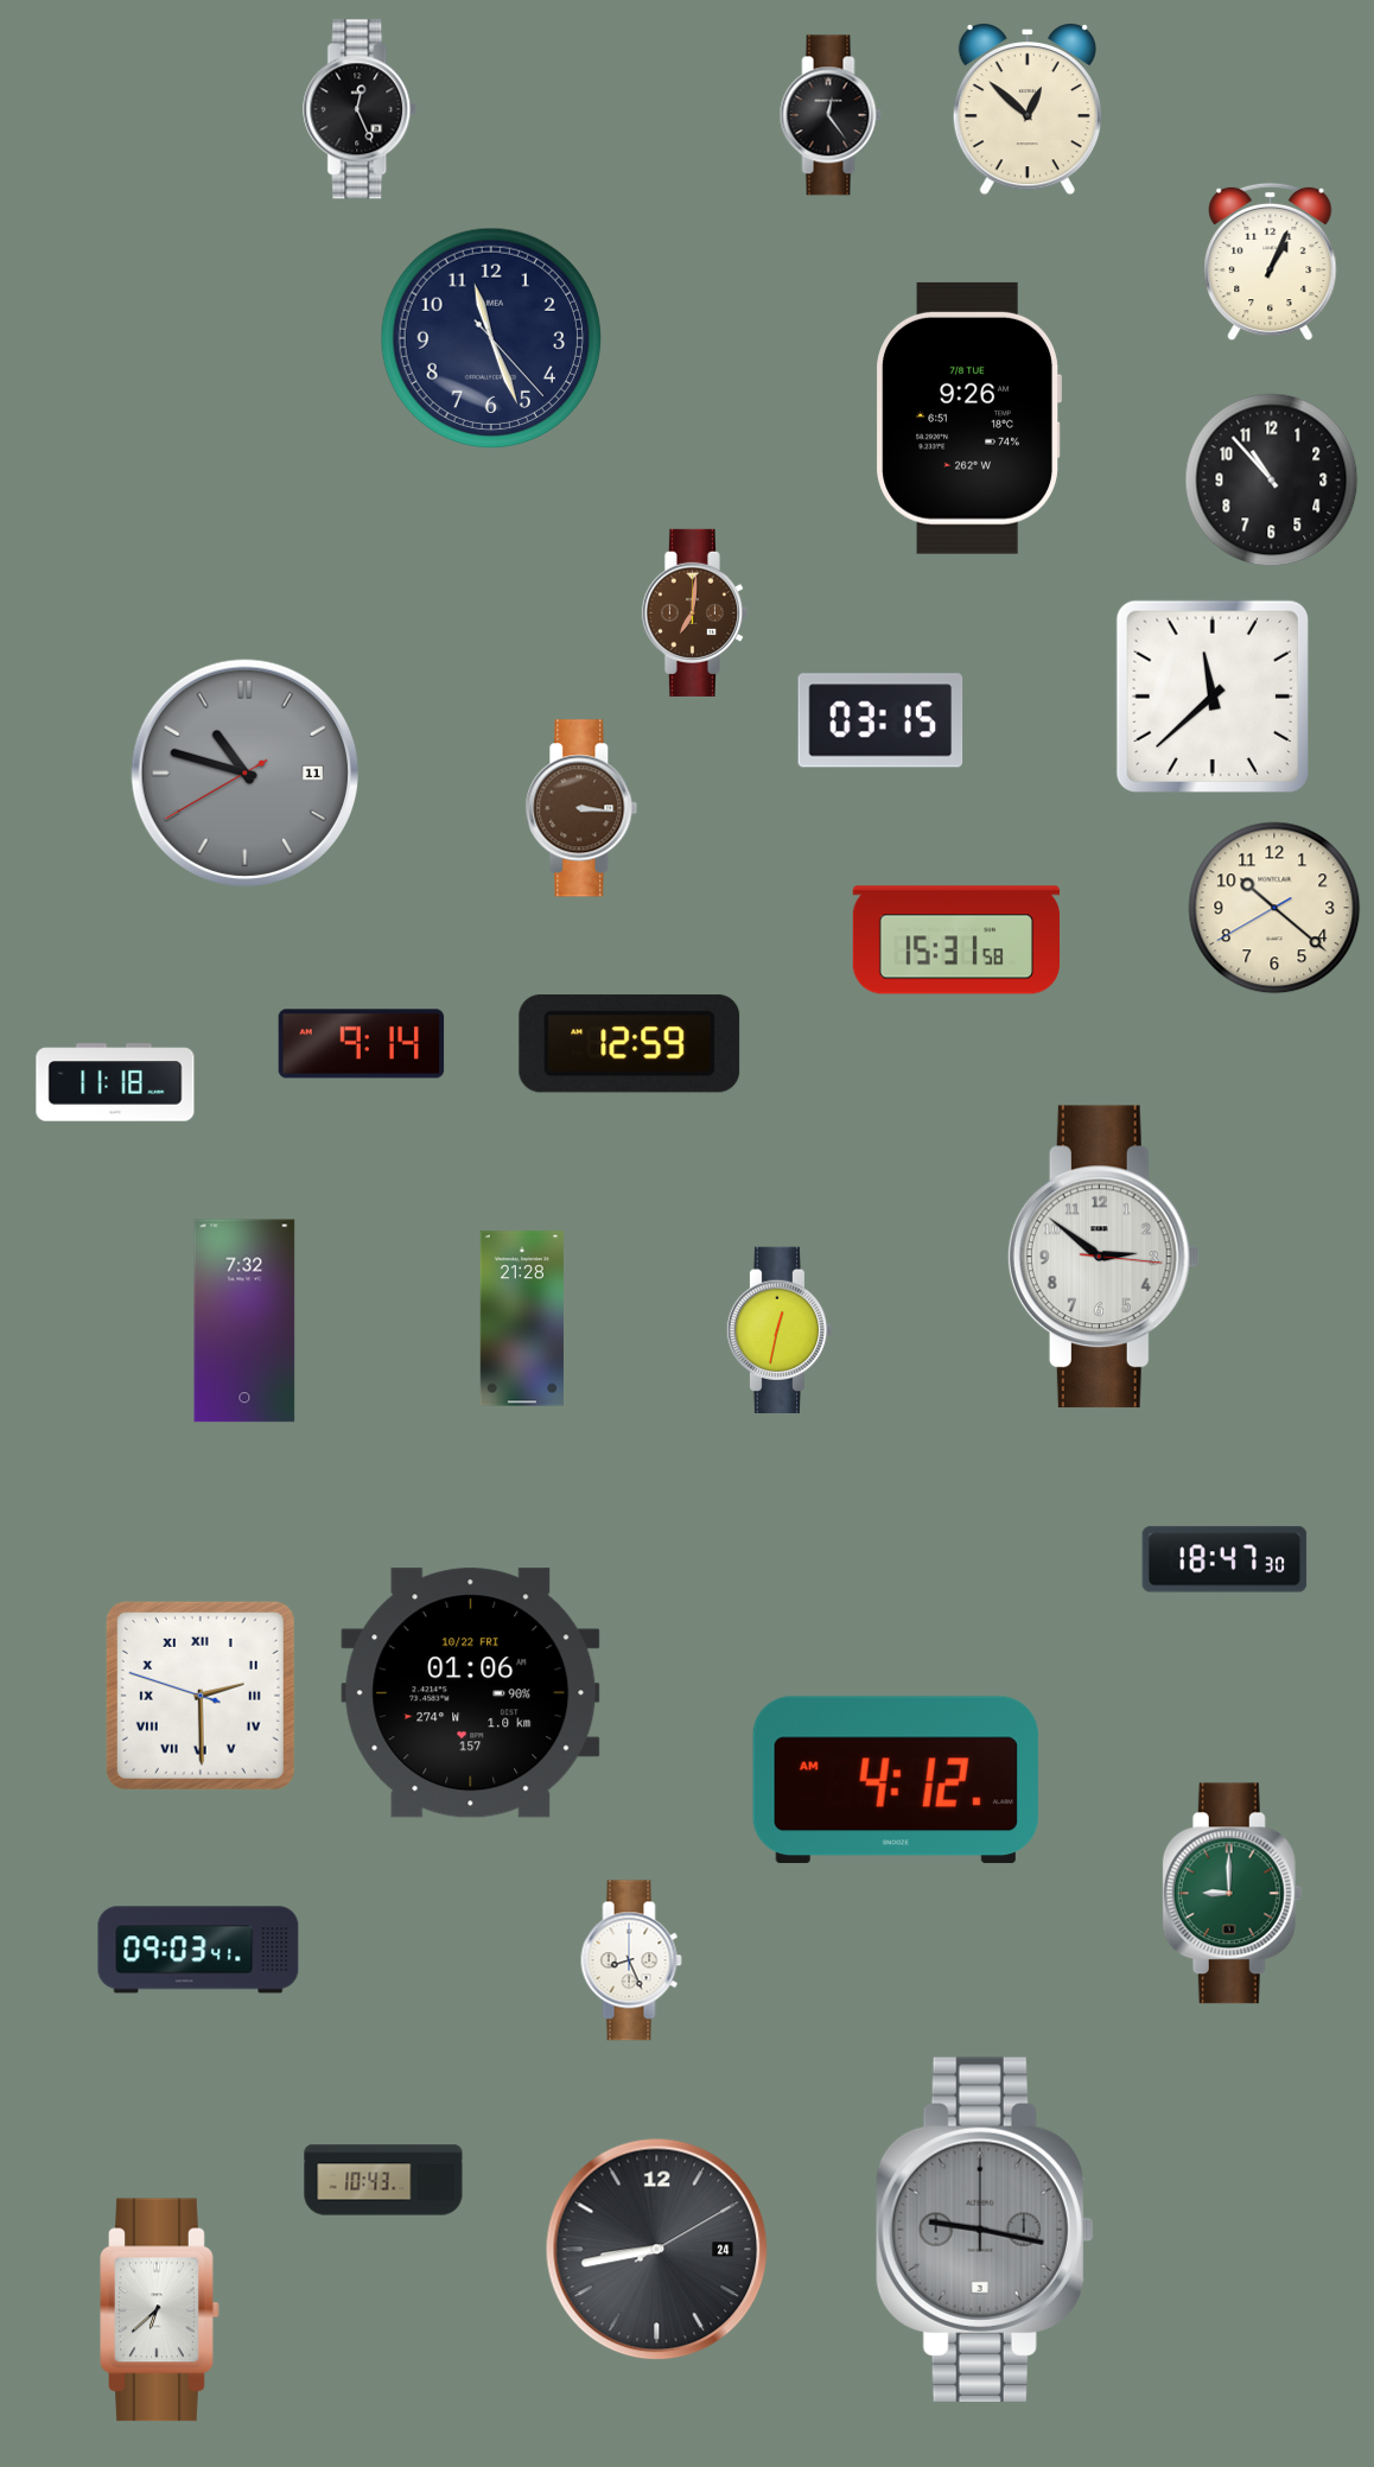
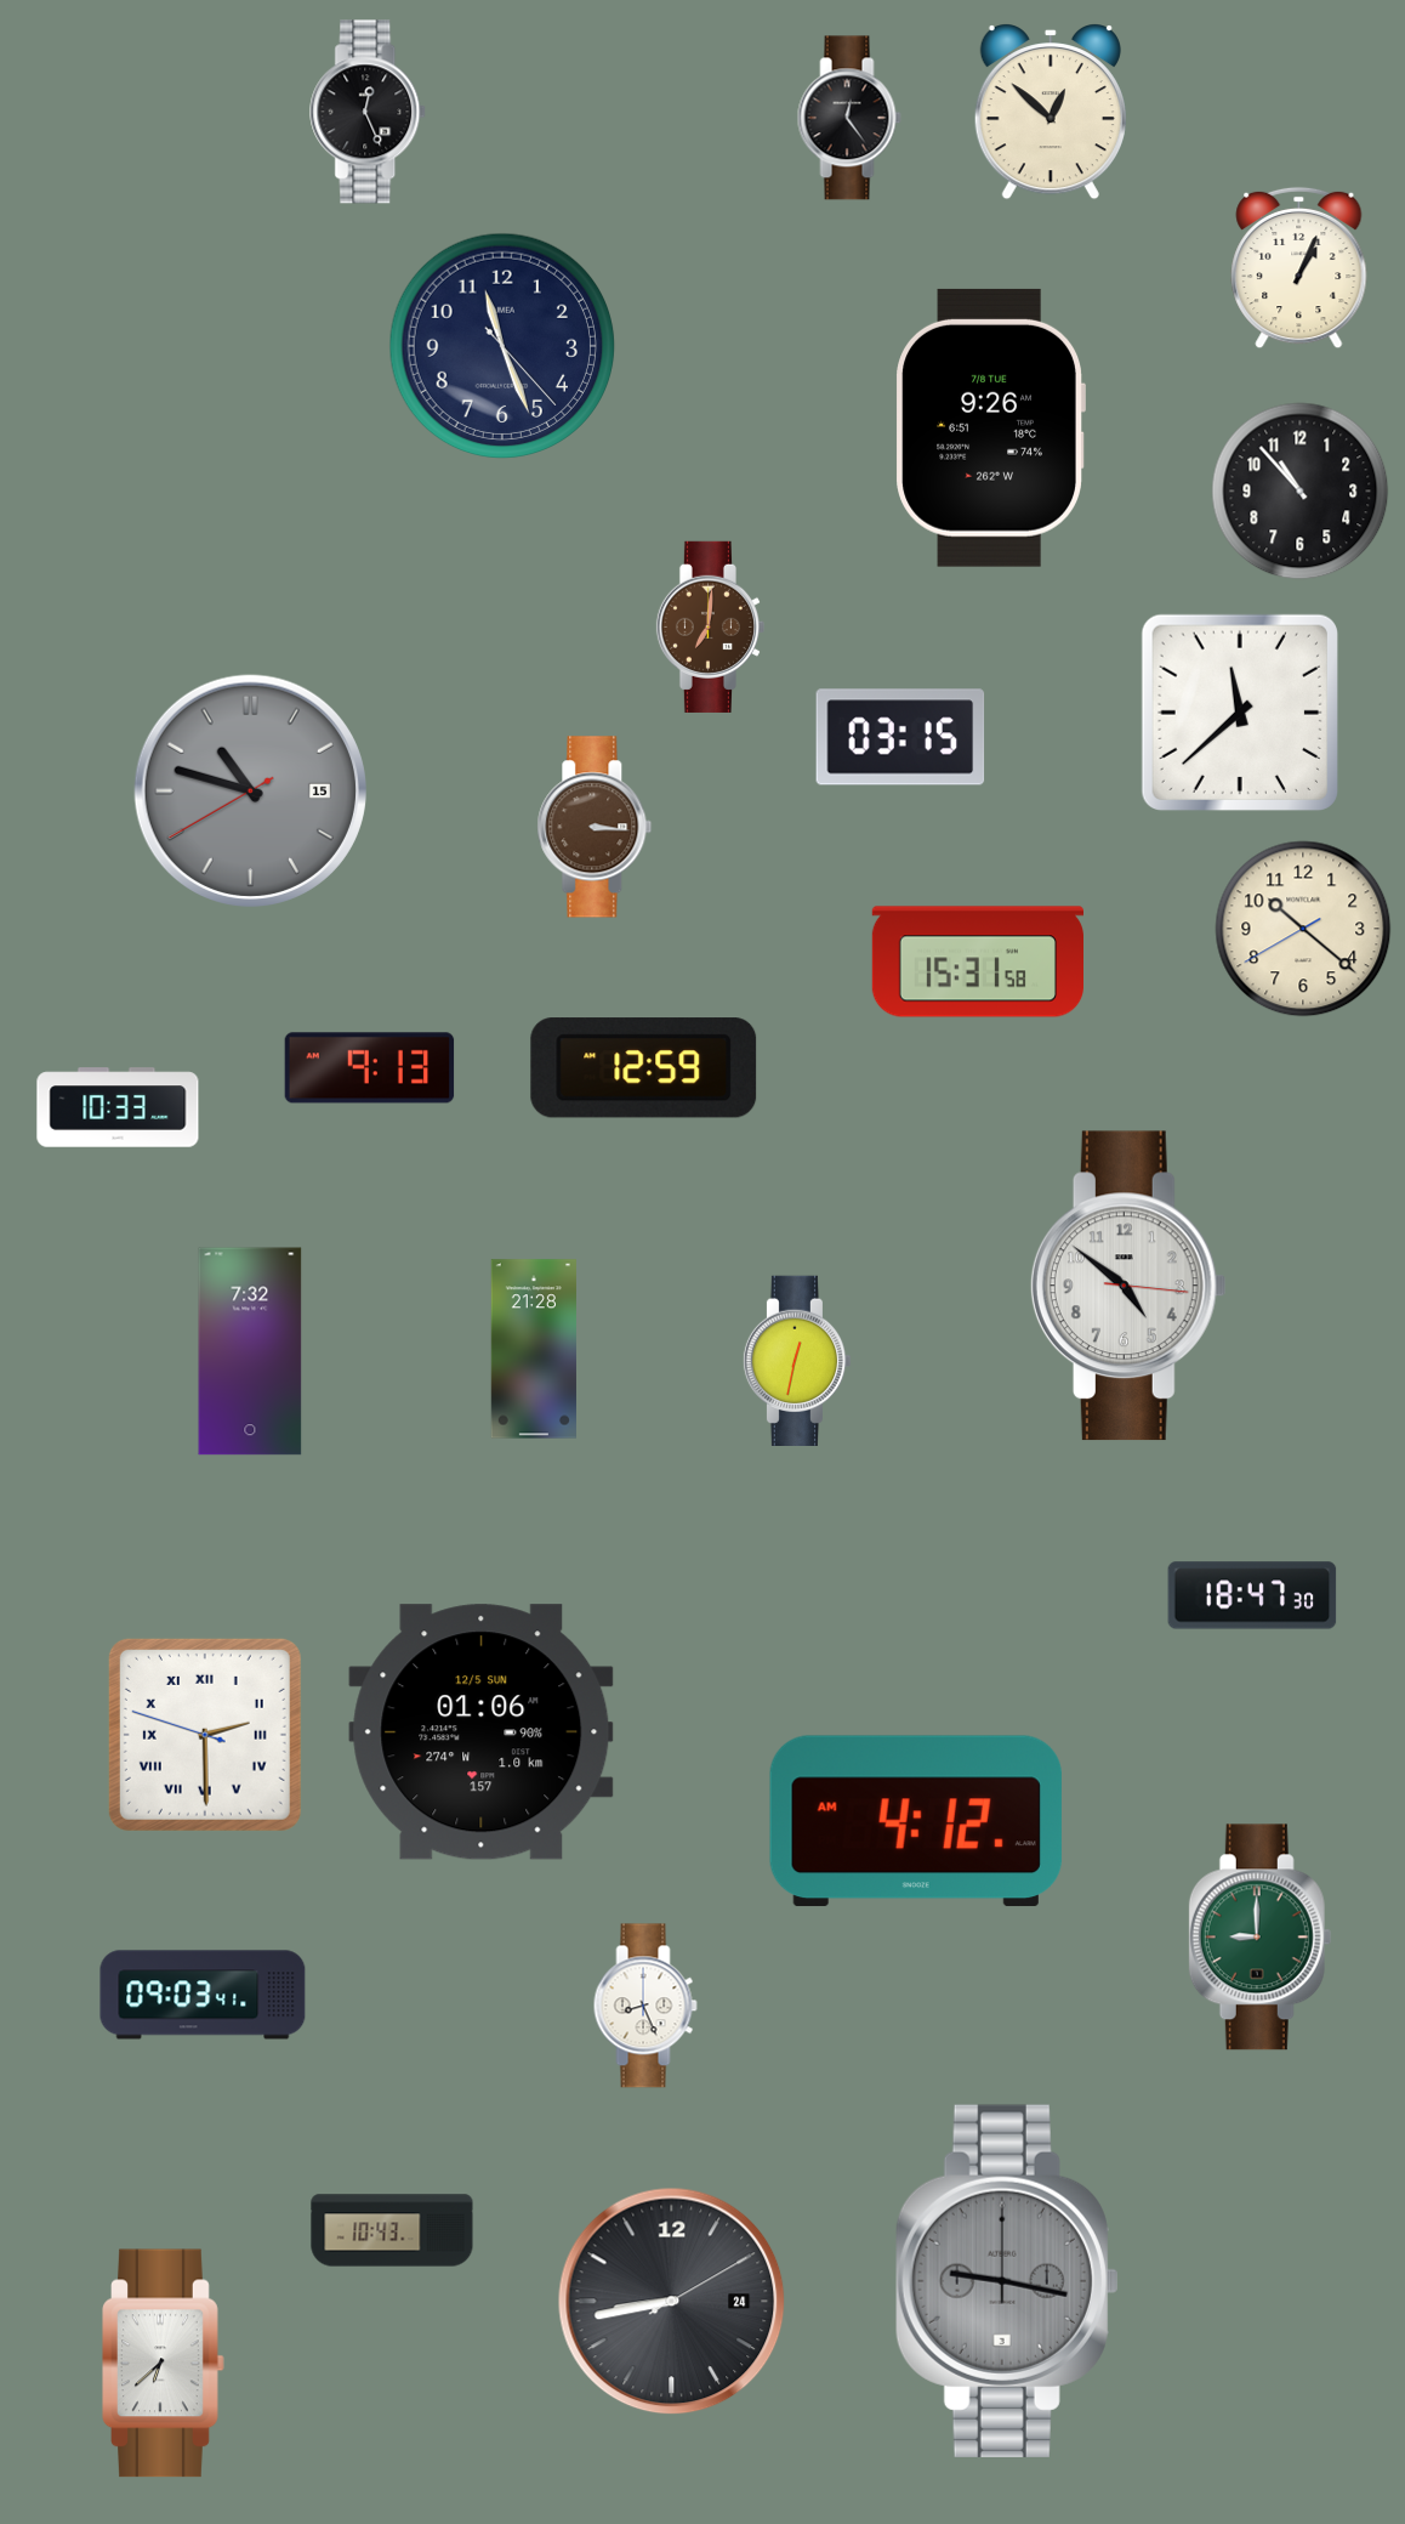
clock at (244, 772) date: 11 -> 15
clock at (362, 1044): 9:14 -> 9:13
clock at (115, 1082): 11:18 -> 10:33
clock at (1103, 1257): 2:51 -> 4:51
clock at (471, 1693) date: 10/22 FRI -> 12/5 SUN
